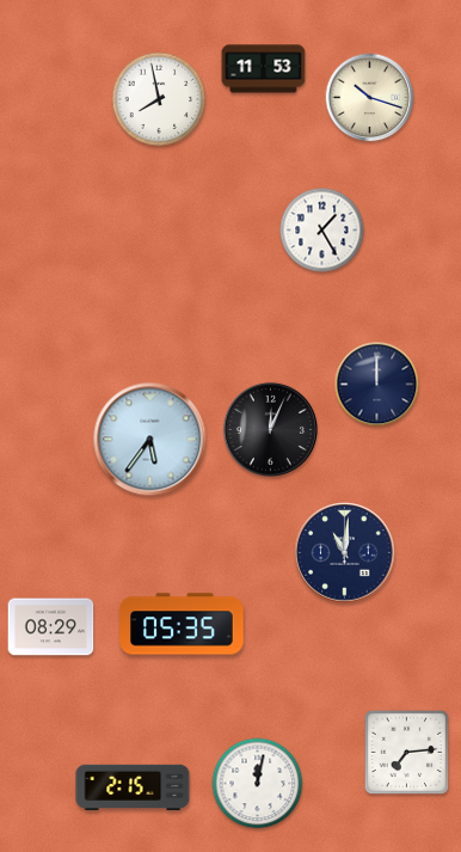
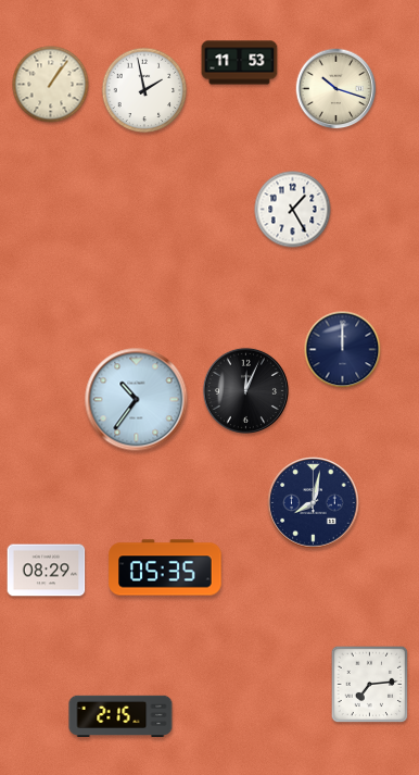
clock at (51, 85): none -> 1:06
clock at (159, 99): 7:58 -> 1:58
clock at (150, 440): 5:36 -> 10:36
clock at (345, 553): 11:01 -> 8:02
clock at (258, 784): 12:02 -> none
